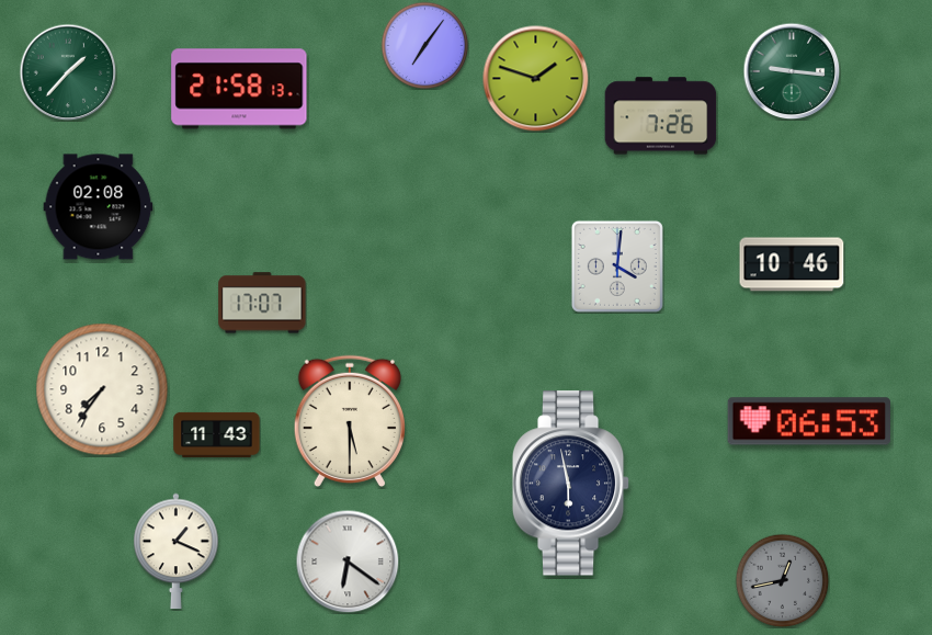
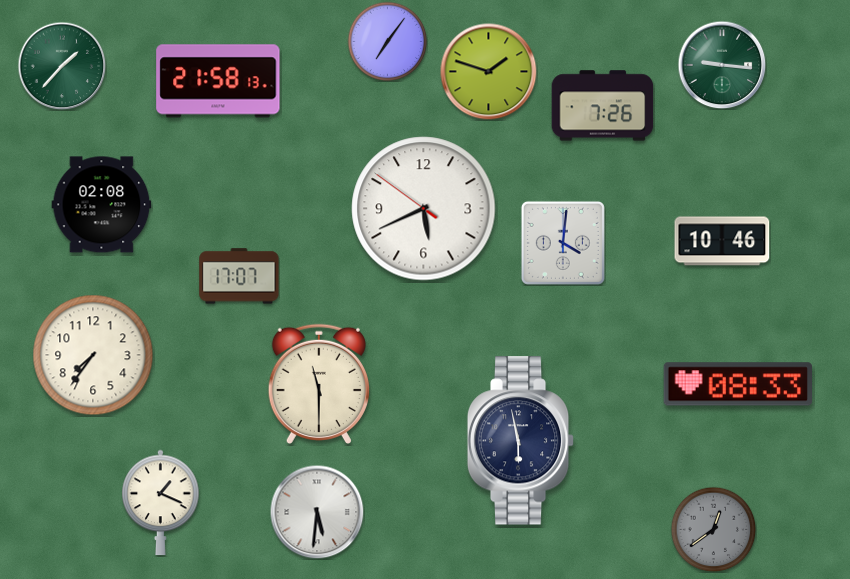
clock at (99, 207) position: (99, 207) -> (102, 205)
clock at (424, 209): none -> 5:40
clock at (350, 421): 5:30 -> 11:30
clock at (808, 421): 06:53 -> 08:33
clock at (217, 434): 11:43 -> none
clock at (348, 562): 6:21 -> 5:31
clock at (782, 580): 12:43 -> 12:39
